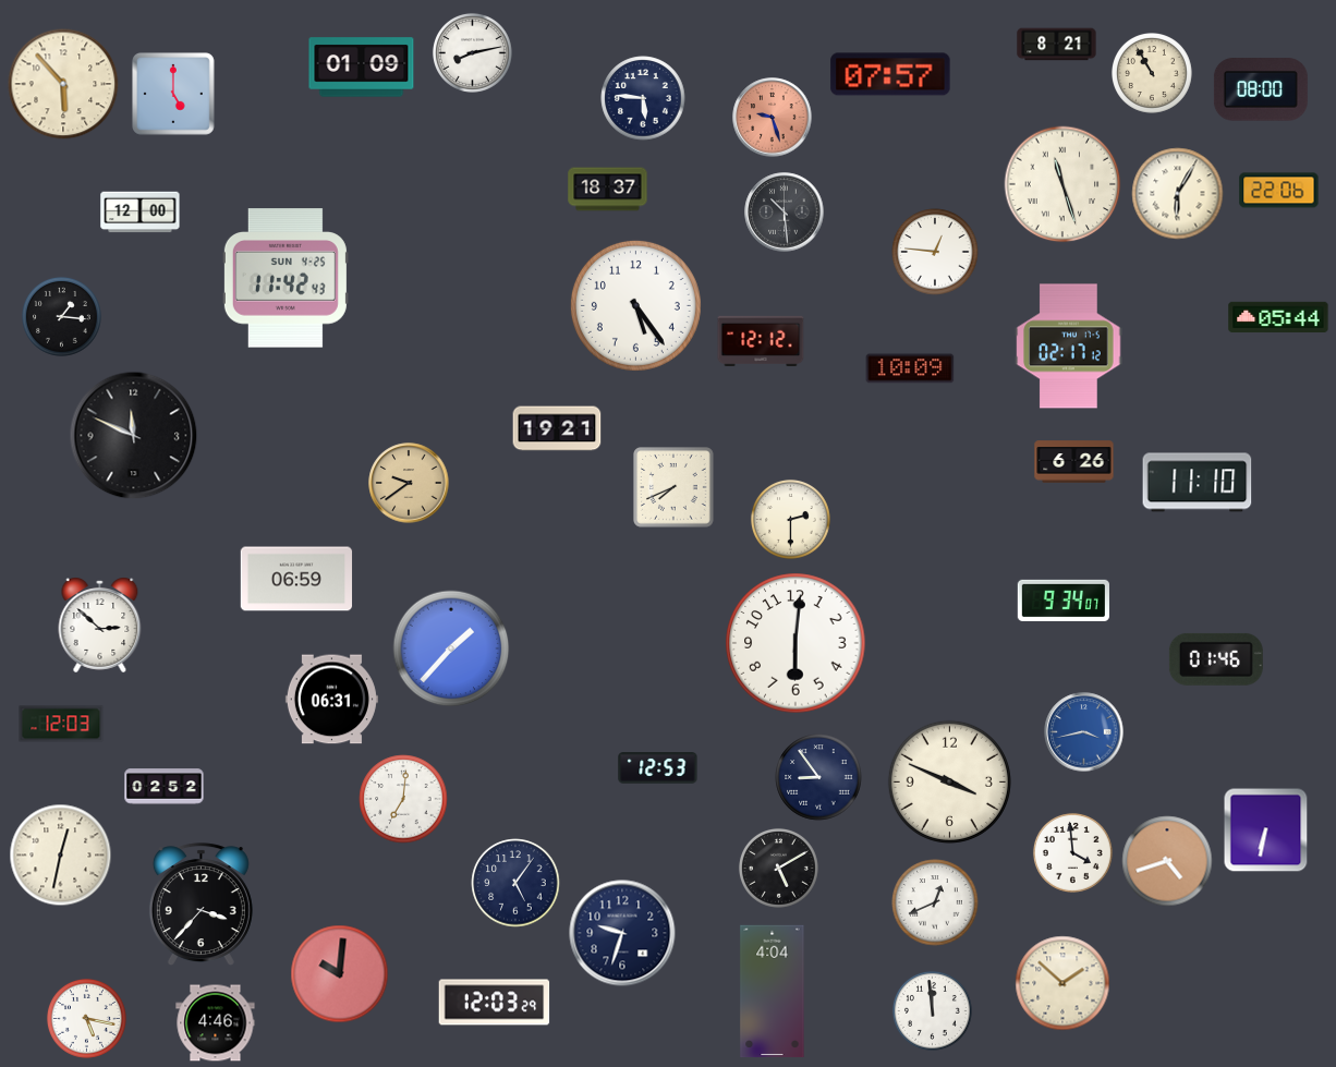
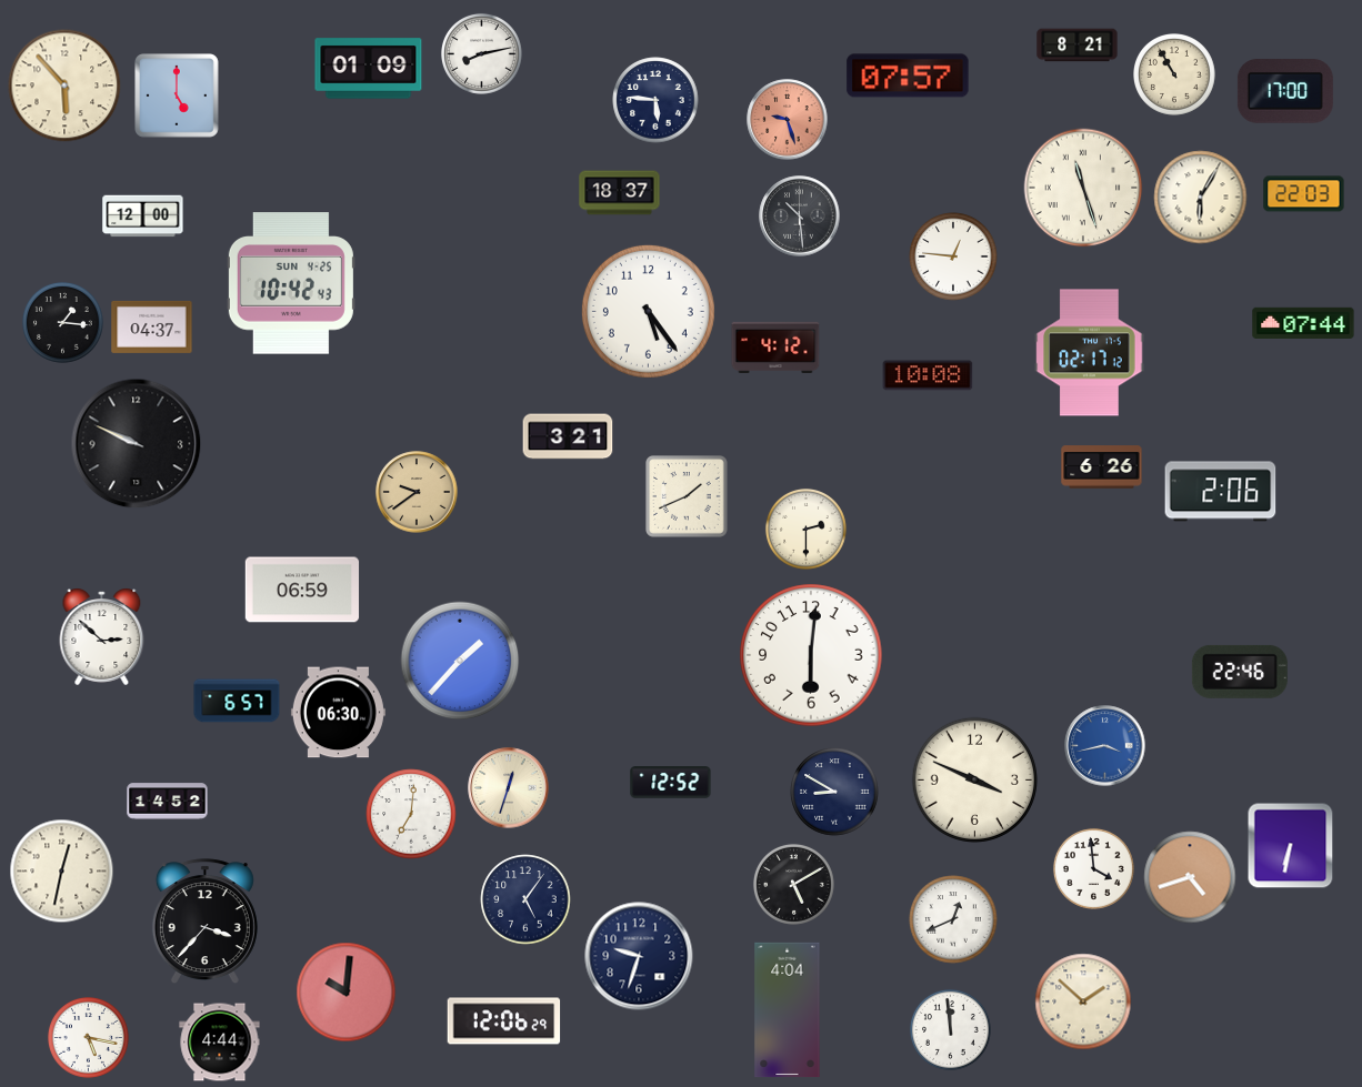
clock at (1261, 89): 08:00 -> 17:00
clock at (1279, 191): 22:06 -> 22:03
clock at (286, 278): 11:42 -> 10:42
clock at (1278, 317): 05:44 -> 07:44
clock at (152, 326): none -> 04:37
clock at (761, 340): 12:12 -> 4:12
clock at (910, 368): 10:09 -> 10:08
clock at (557, 428): 19:21 -> 3:21
clock at (134, 436): 11:49 -> 9:49
clock at (1074, 462) position: (1074, 462) -> (1102, 467)
clock at (1198, 483): 11:10 -> 2:06
clock at (675, 488): 7:41 -> 1:41
clock at (1064, 601): 9:34 -> none
clock at (1216, 659): 01:46 -> 22:46
clock at (237, 701): none -> 6:57
clock at (331, 700): 06:31 -> 06:30
clock at (61, 724): 12:03 -> none
clock at (658, 768): 12:53 -> 12:52
clock at (509, 788): none -> 12:33
clock at (818, 777): 8:54 -> 8:50
clock at (949, 781) position: (949, 781) -> (974, 779)
clock at (165, 787): 02:52 -> 14:52
clock at (622, 933) position: (622, 933) -> (639, 956)
clock at (495, 1003): 12:03 -> 12:06
clock at (216, 1023): 4:46 -> 4:44
